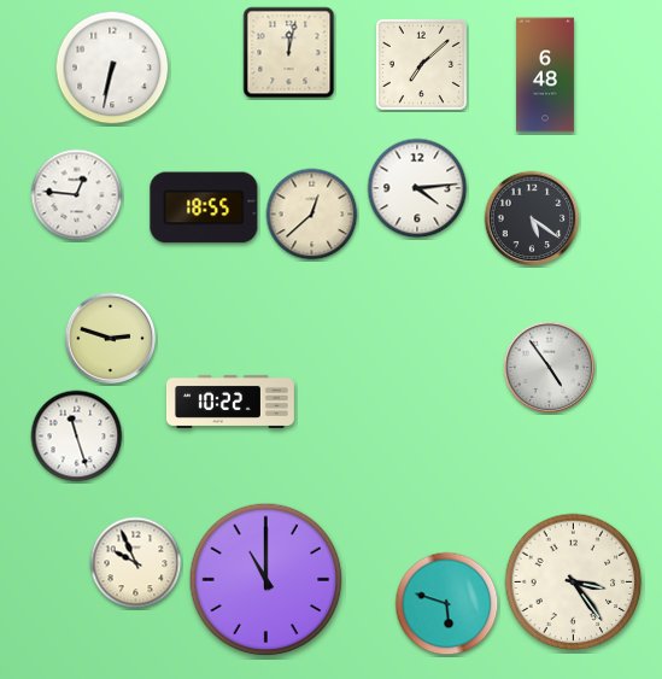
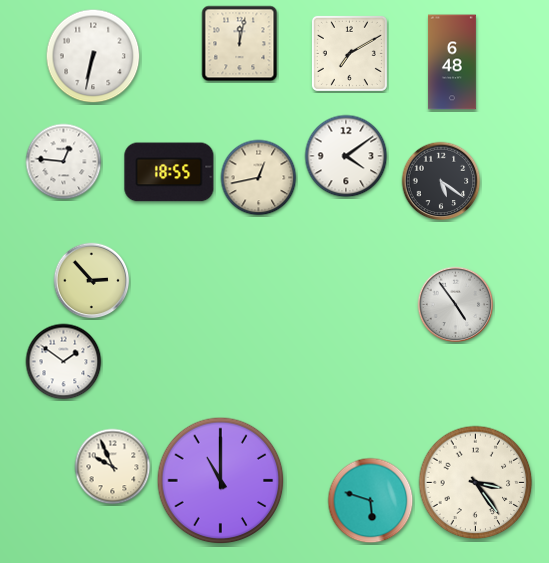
clock at (421, 64): 7:08 -> 7:10
clock at (417, 188): 4:14 -> 4:09
clock at (312, 215): 12:38 -> 12:43
clock at (111, 339): 2:48 -> 2:53
clock at (230, 402): 10:22 -> none
clock at (77, 437): 11:27 -> 1:51
